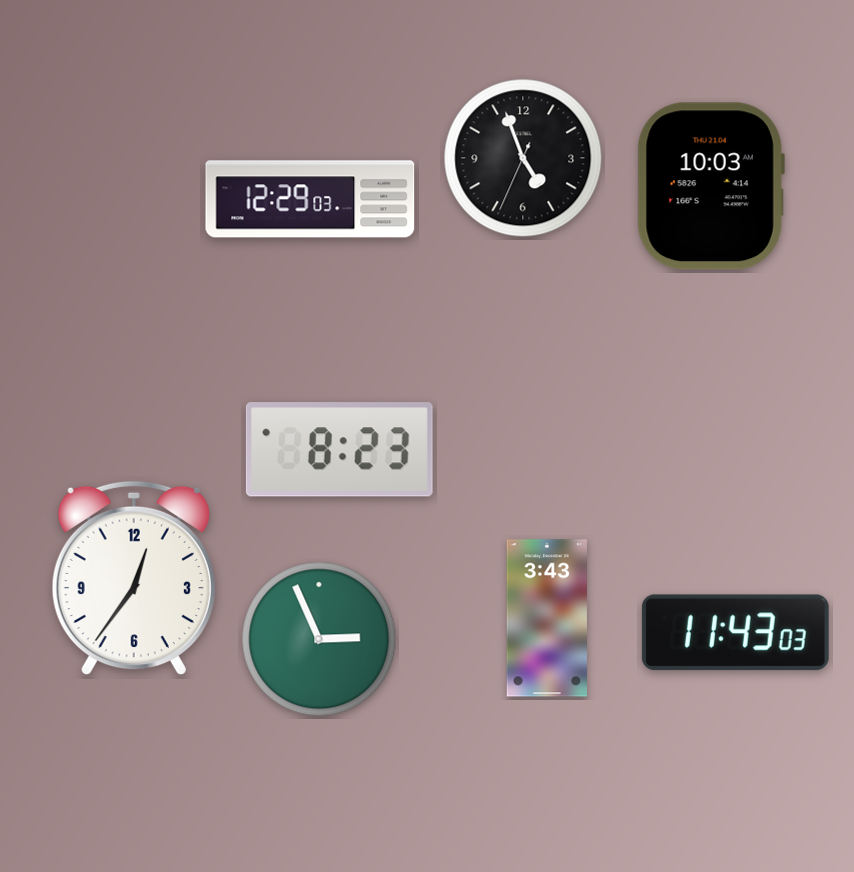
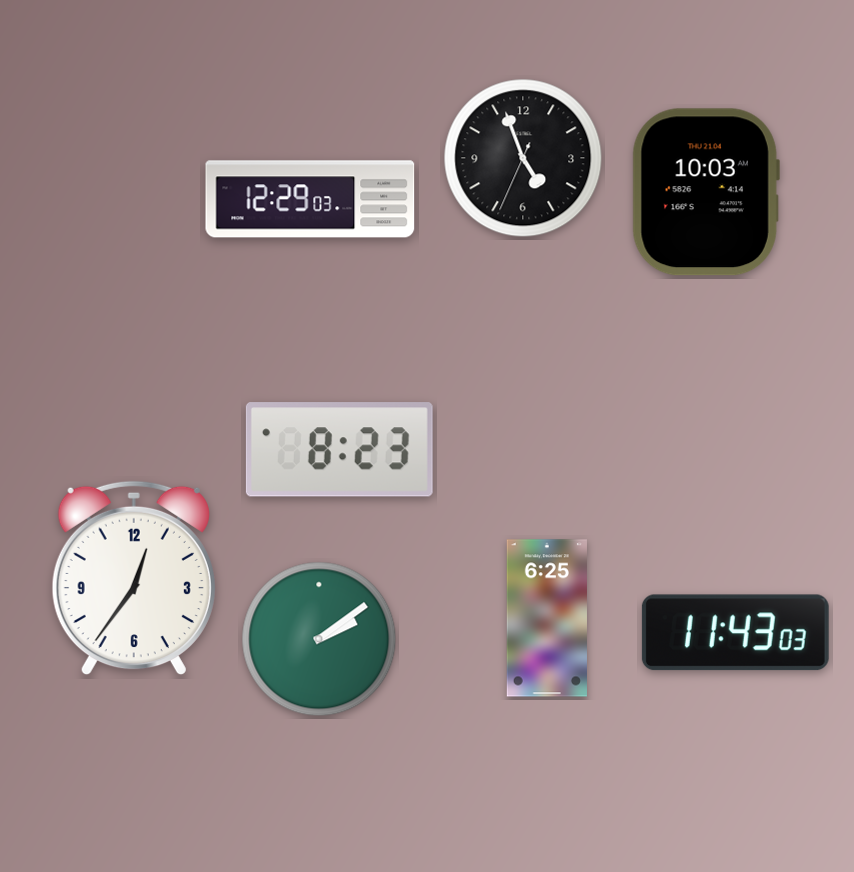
clock at (711, 186) position: (711, 186) -> (706, 192)
clock at (547, 618): 3:43 -> 6:25
clock at (319, 639): 2:56 -> 2:09
